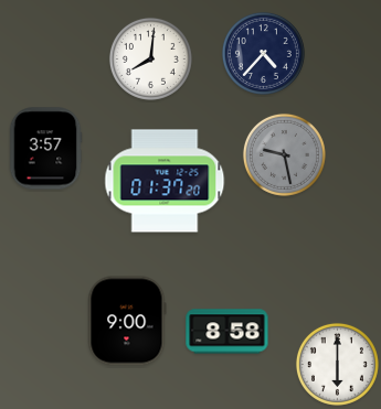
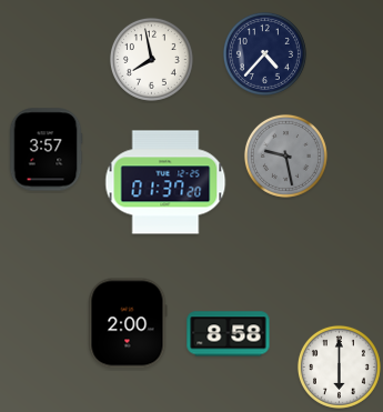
clock at (150, 58): 8:01 -> 7:58
clock at (127, 321): 9:00 -> 2:00
